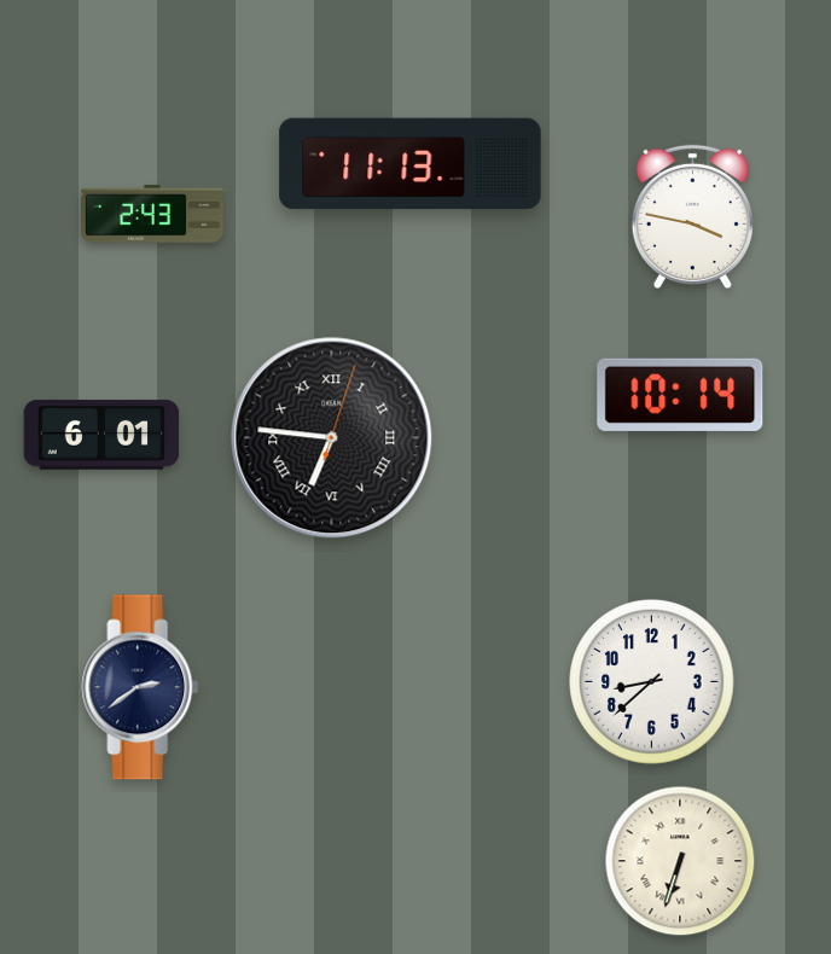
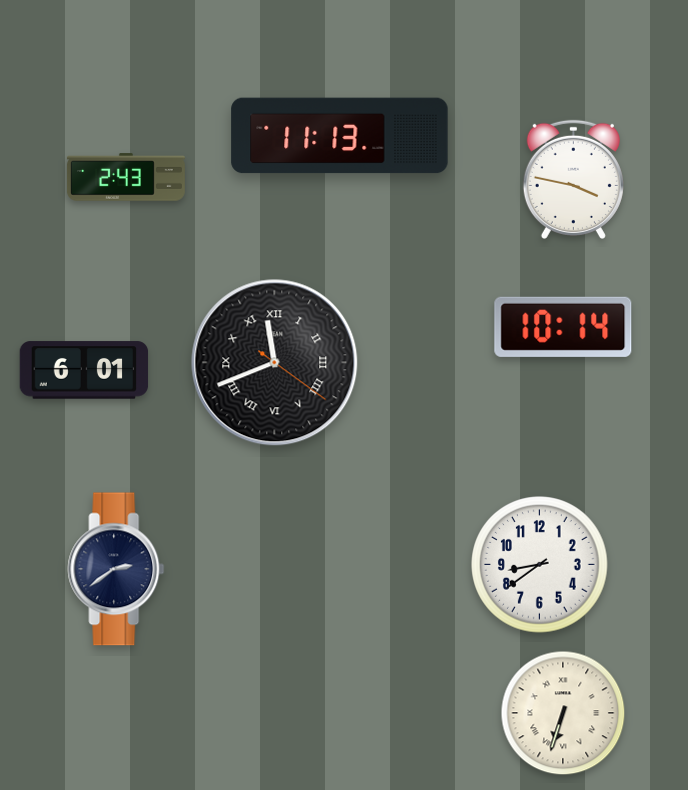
clock at (101, 435) position: (101, 435) -> (84, 370)
clock at (332, 438): 6:46 -> 11:41
clock at (652, 682): 8:38 -> 8:39
